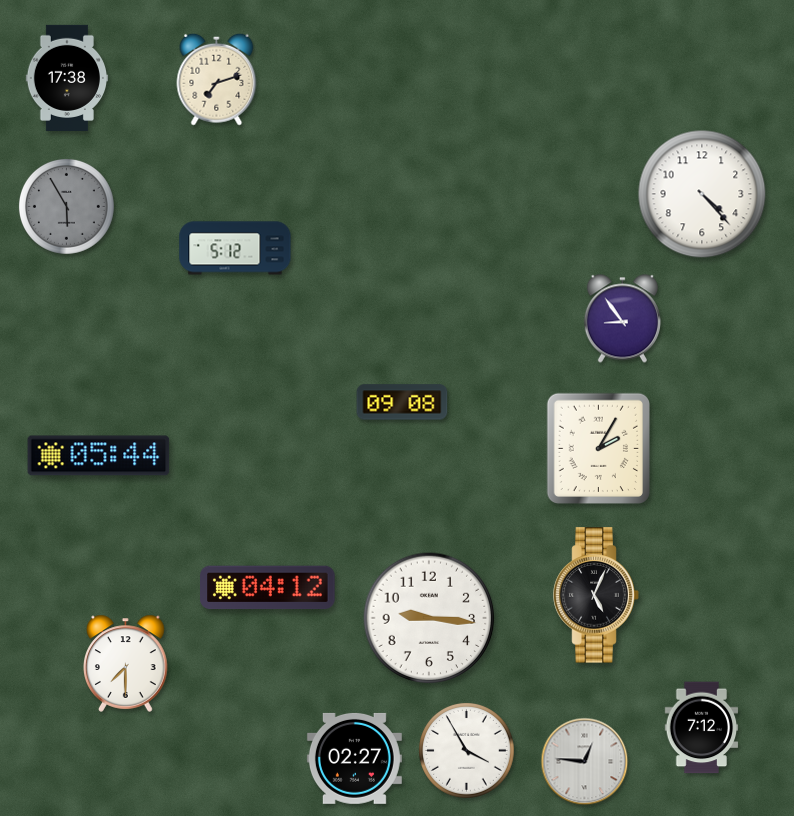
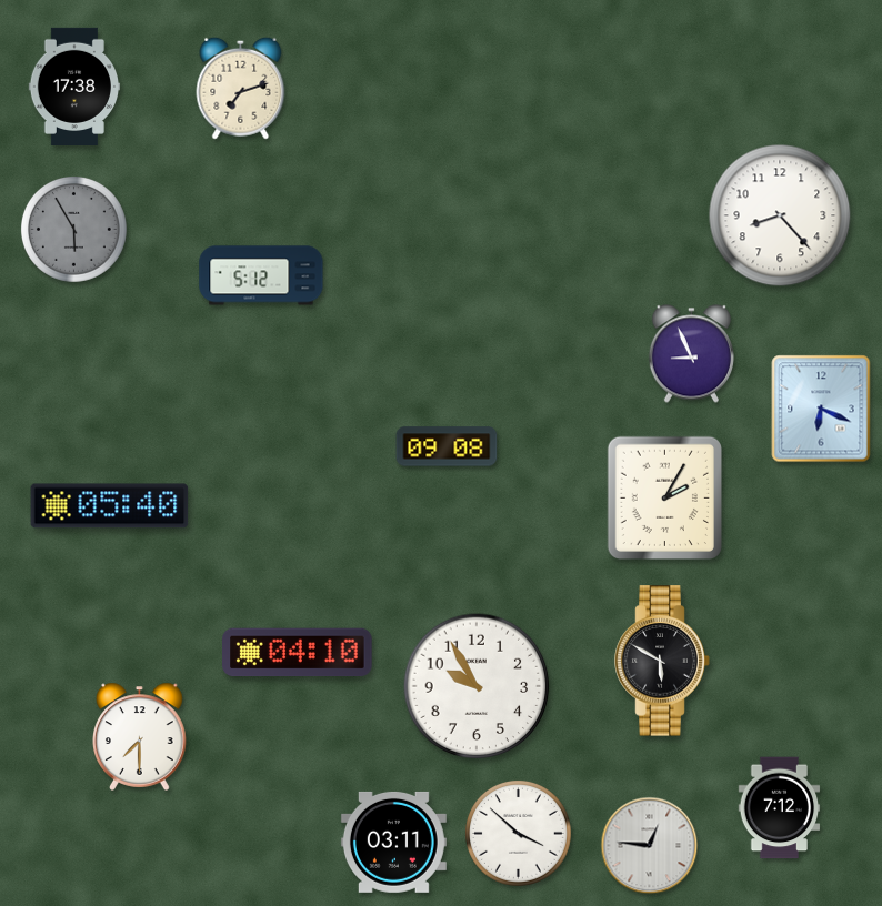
clock at (702, 194): 4:23 -> 8:23
clock at (622, 319): 8:54 -> 8:56
clock at (821, 409): none -> 6:19
clock at (99, 456): 05:44 -> 05:40
clock at (268, 588): 04:12 -> 04:10
clock at (596, 595): 5:04 -> 5:50
clock at (429, 618): 9:16 -> 9:55
clock at (466, 750): 3:55 -> 3:52
clock at (354, 758): 02:27 -> 03:11
